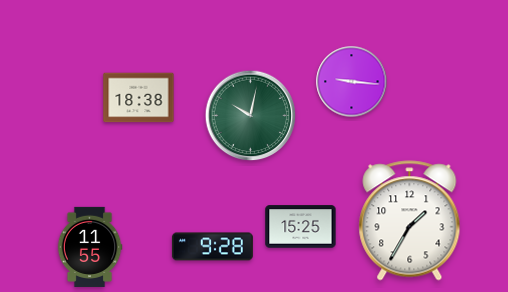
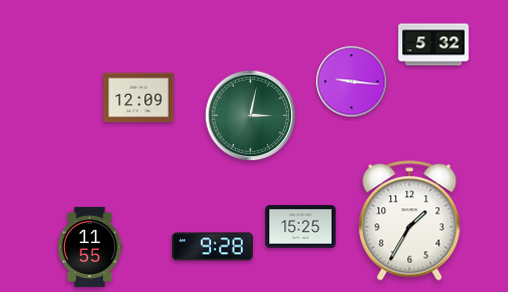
clock at (434, 45): none -> 5:32
clock at (139, 98): 18:38 -> 12:09
clock at (251, 116): 10:02 -> 3:02
